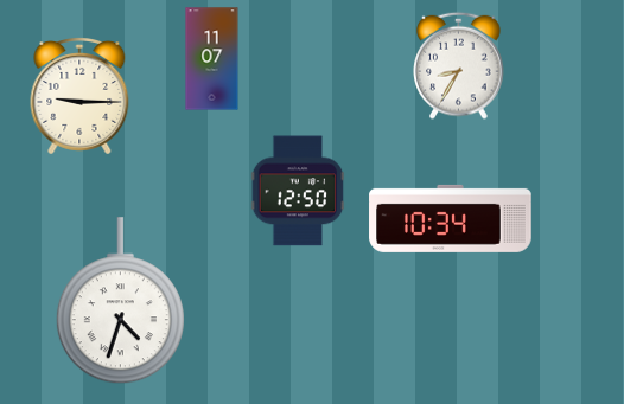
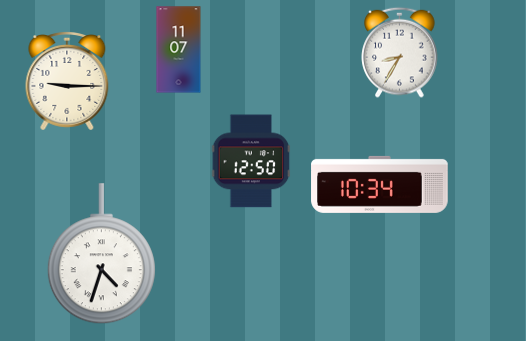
clock at (459, 65) position: (459, 65) -> (400, 52)
